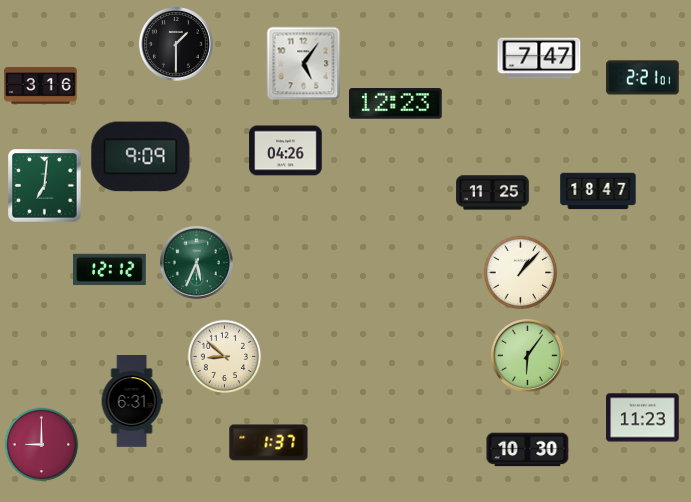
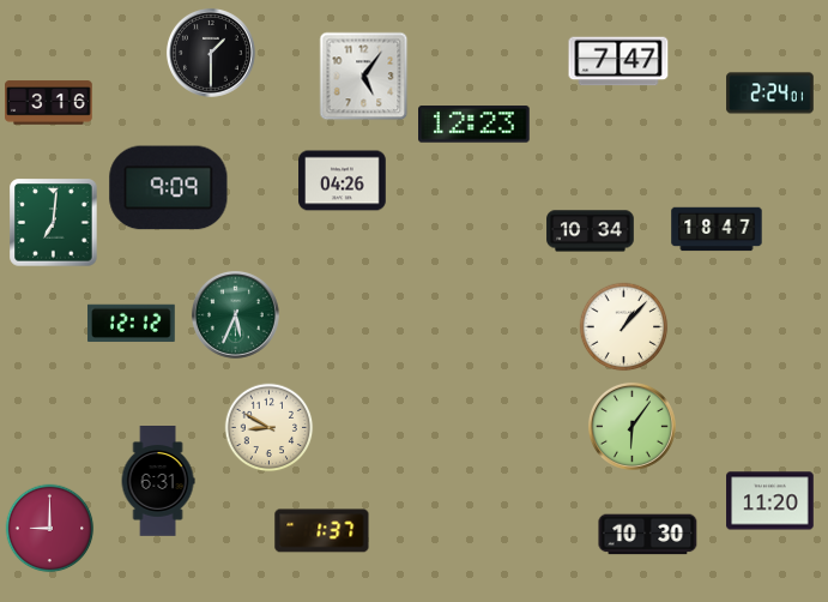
clock at (539, 58) position: (539, 58) -> (618, 61)
clock at (643, 78): 2:21 -> 2:24
clock at (493, 193): 11:25 -> 10:34
clock at (225, 357): 8:52 -> 8:50
clock at (643, 418): 11:23 -> 11:20
clock at (42, 445) position: (42, 445) -> (50, 529)
clock at (528, 450) position: (528, 450) -> (648, 535)
